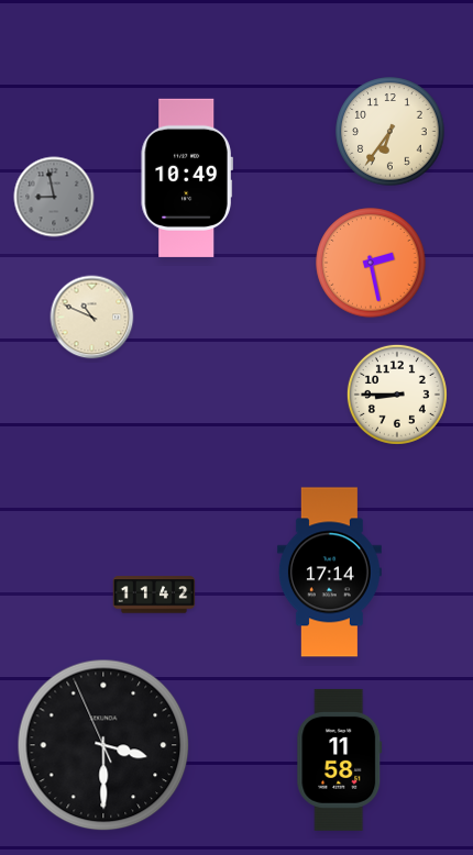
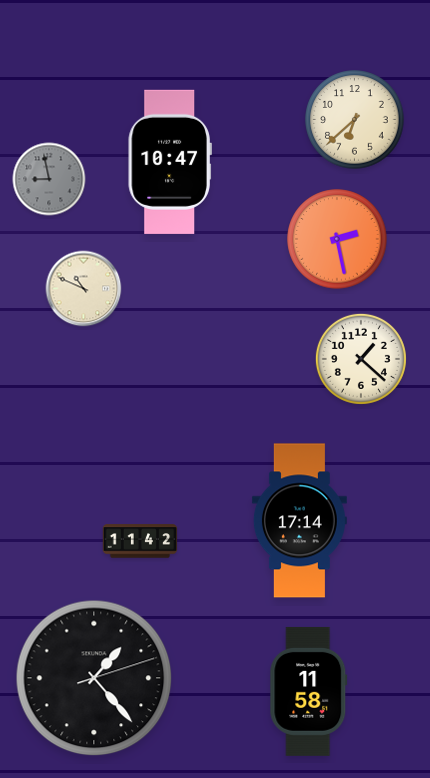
clock at (391, 132): 6:36 -> 6:38
clock at (187, 178): 10:49 -> 10:47
clock at (397, 395): 8:45 -> 1:22
clock at (103, 745): 3:29 -> 1:23
